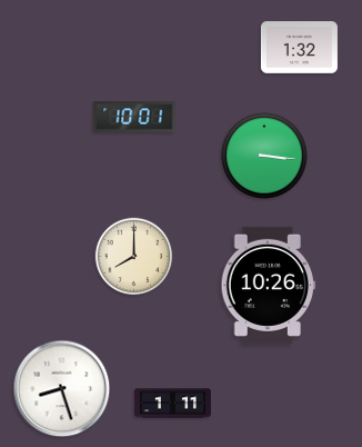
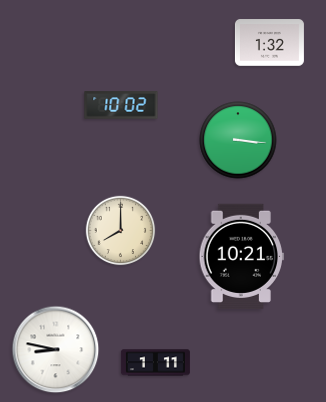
clock at (134, 117): 10:01 -> 10:02
clock at (268, 285): 10:26 -> 10:21
clock at (62, 389): 8:27 -> 8:47
